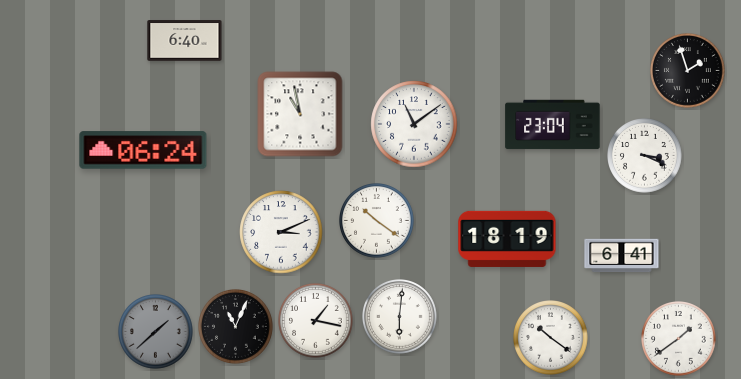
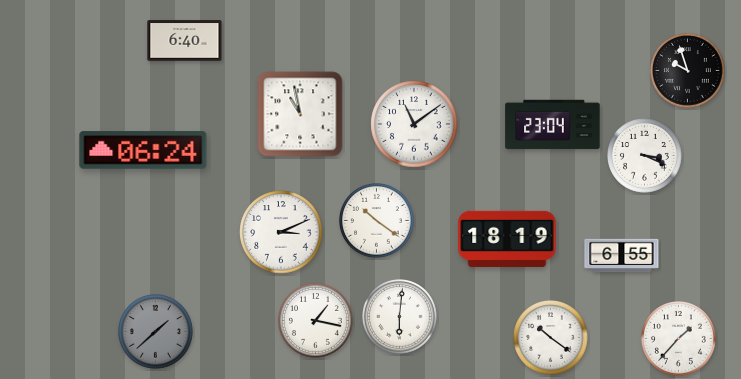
clock at (688, 71): 1:57 -> 9:57
clock at (622, 256): 6:41 -> 6:55
clock at (236, 327): 11:04 -> none
clock at (679, 339): 1:39 -> 1:37
